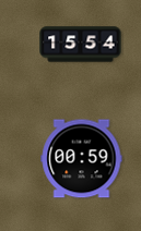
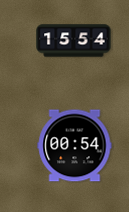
clock at (82, 159): 00:59 -> 00:54
